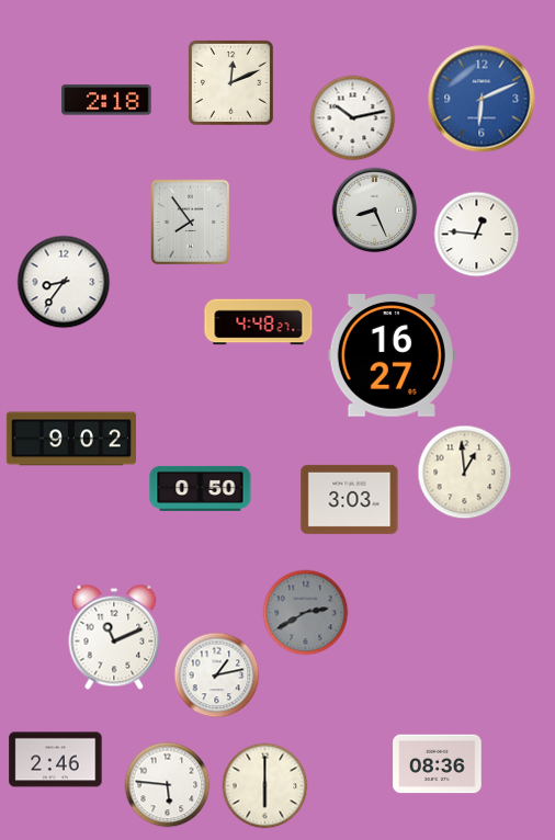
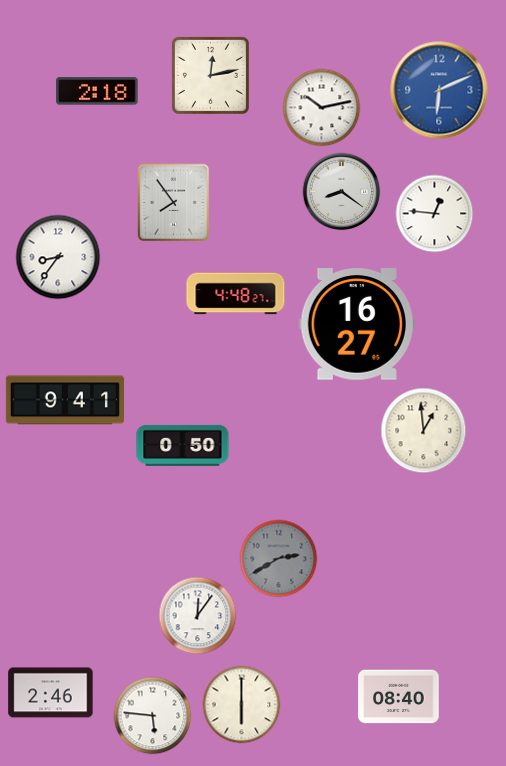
clock at (230, 82): 12:11 -> 12:13
clock at (374, 209): 8:26 -> 8:21
clock at (71, 439): 9:02 -> 9:41
clock at (350, 499): 3:03 -> none
clock at (114, 637): 11:11 -> none
clock at (216, 674): 1:13 -> 12:06
clock at (438, 764): 08:36 -> 08:40
clock at (264, 785) position: (264, 785) -> (241, 704)
